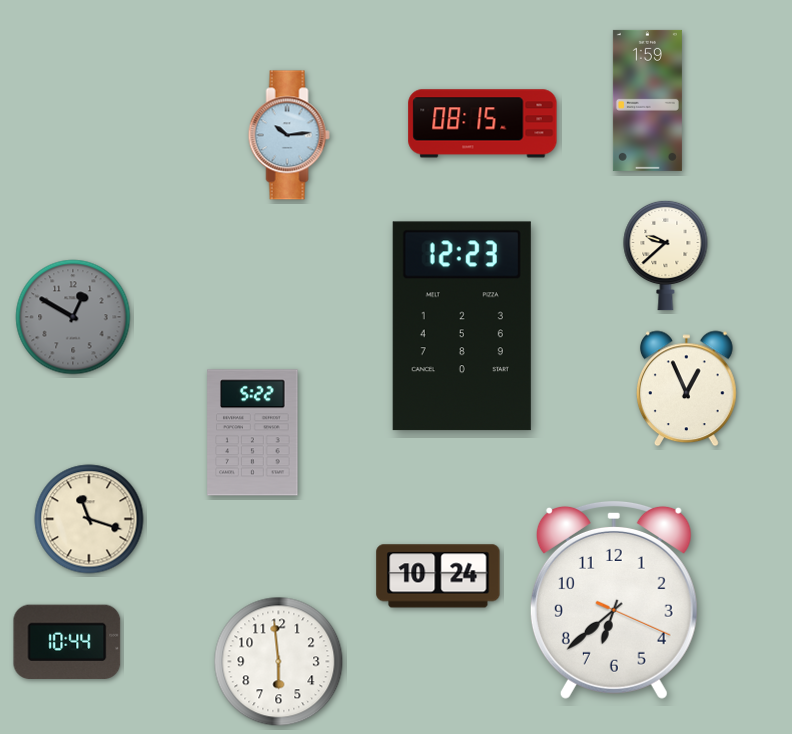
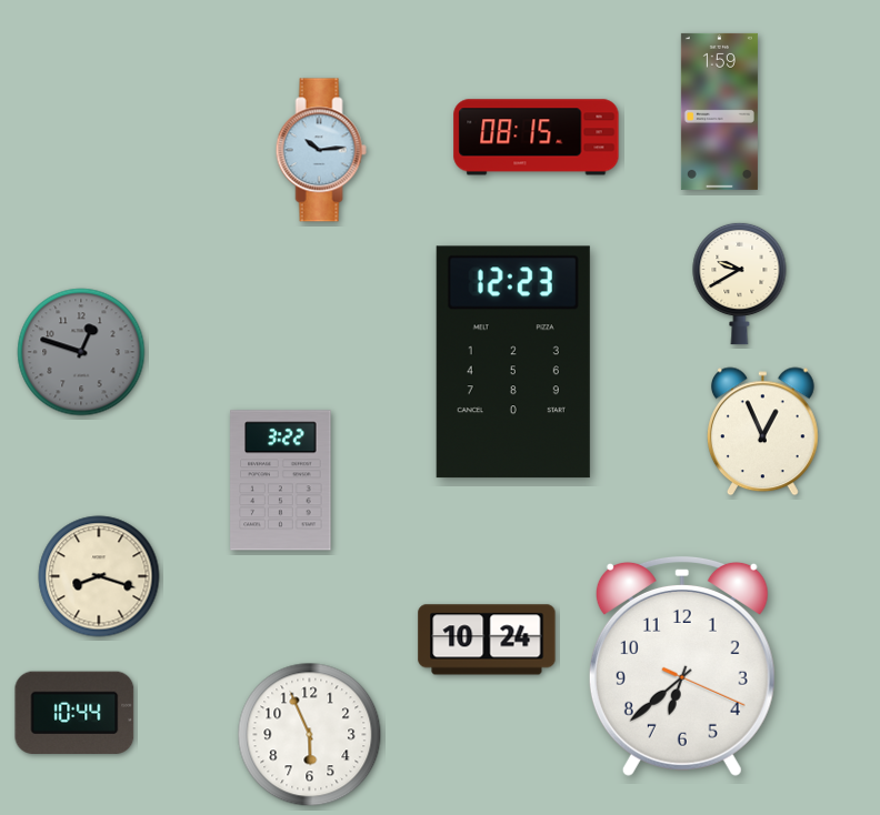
clock at (666, 255): 9:38 -> 9:40
clock at (73, 317): 12:50 -> 12:48
clock at (253, 433): 5:22 -> 3:22
clock at (89, 519): 11:18 -> 8:18
clock at (279, 662): 5:59 -> 5:56
